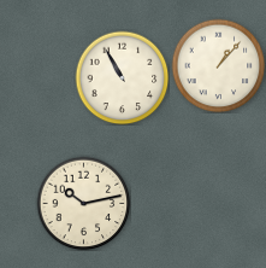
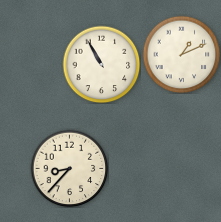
clock at (218, 65): 1:07 -> 1:11
clock at (83, 203): 10:13 -> 8:37
